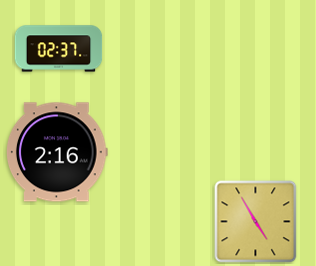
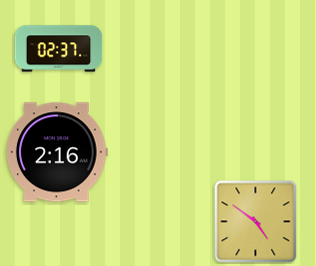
clock at (256, 222): 4:55 -> 4:51
